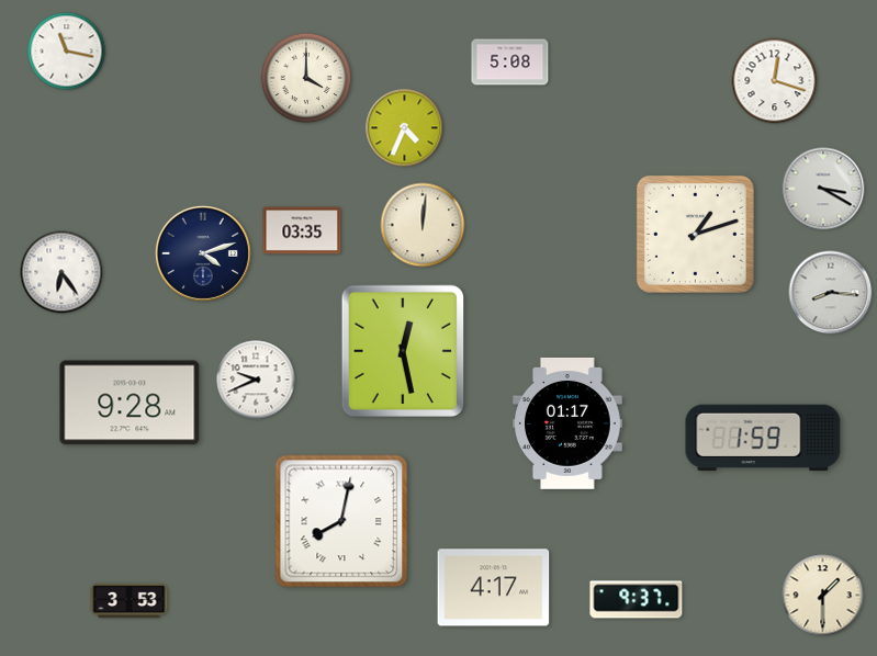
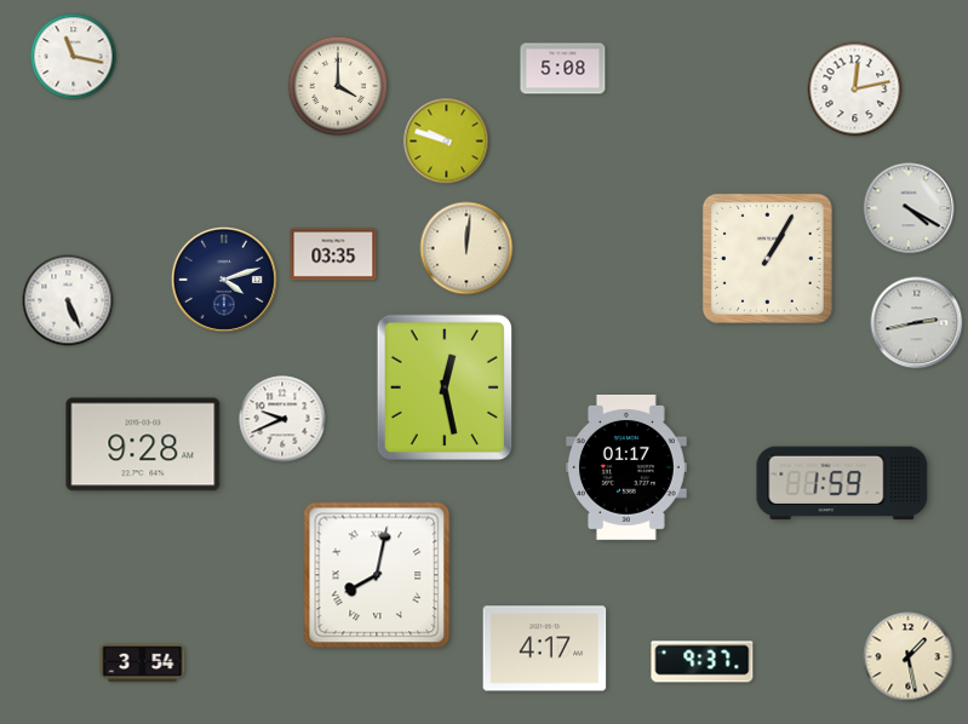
clock at (775, 81): 12:18 -> 12:13
clock at (405, 128): 4:34 -> 9:48
clock at (823, 189): 3:20 -> 4:20
clock at (695, 234): 1:12 -> 1:05
clock at (61, 272): 6:24 -> 5:26
clock at (831, 293): 8:16 -> 2:43
clock at (823, 596): 1:30 -> 1:28
clock at (130, 601): 3:53 -> 3:54
